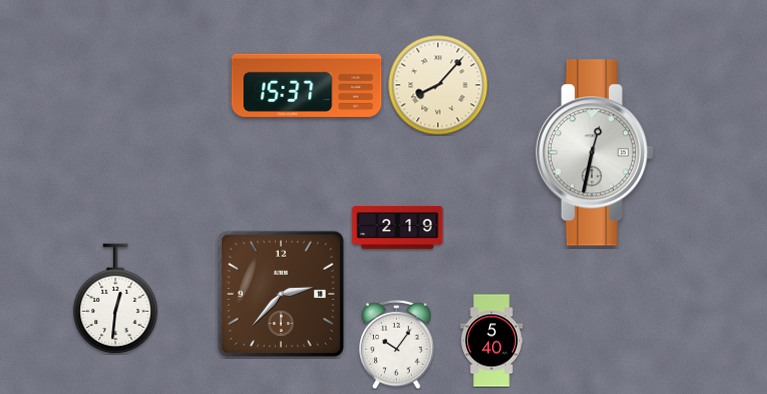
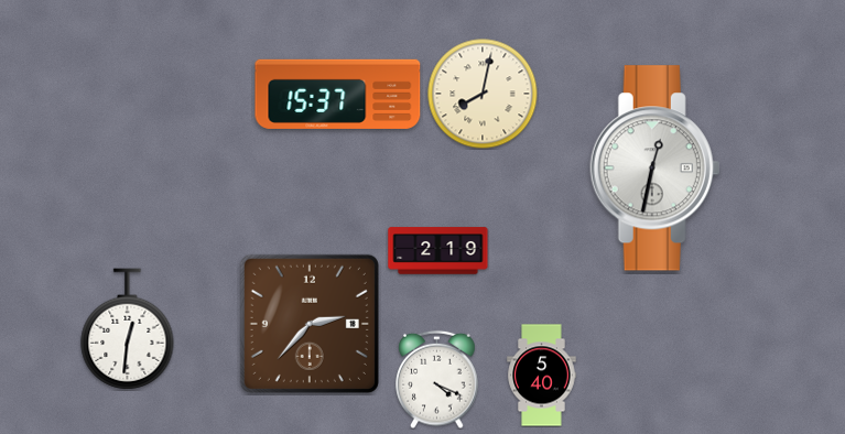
clock at (438, 85): 8:07 -> 8:02
clock at (397, 344): 10:06 -> 4:19
